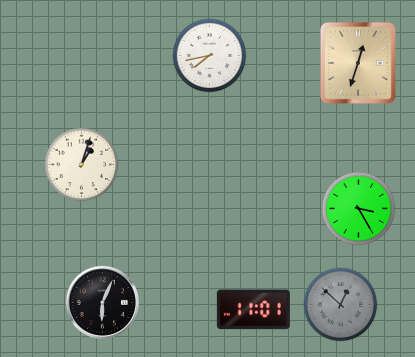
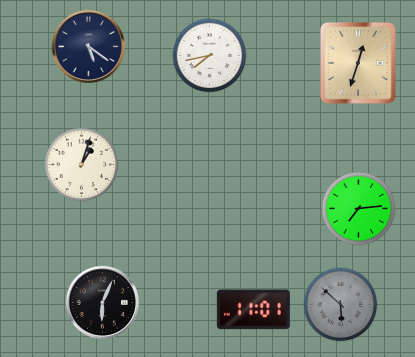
clock at (88, 46): none -> 5:21
clock at (359, 209): 3:25 -> 7:14
clock at (341, 305): 12:52 -> 5:52
